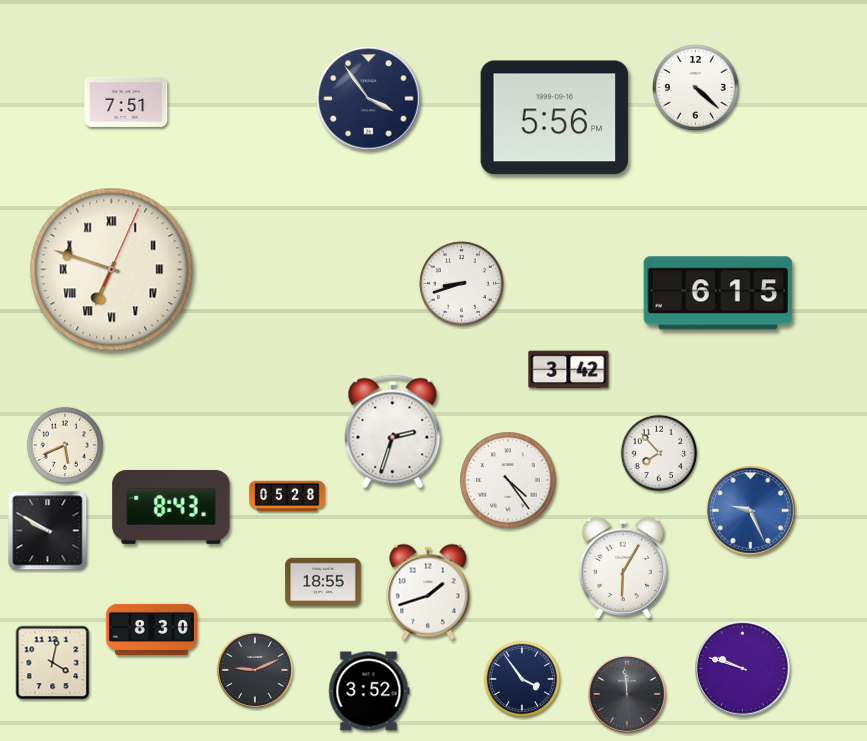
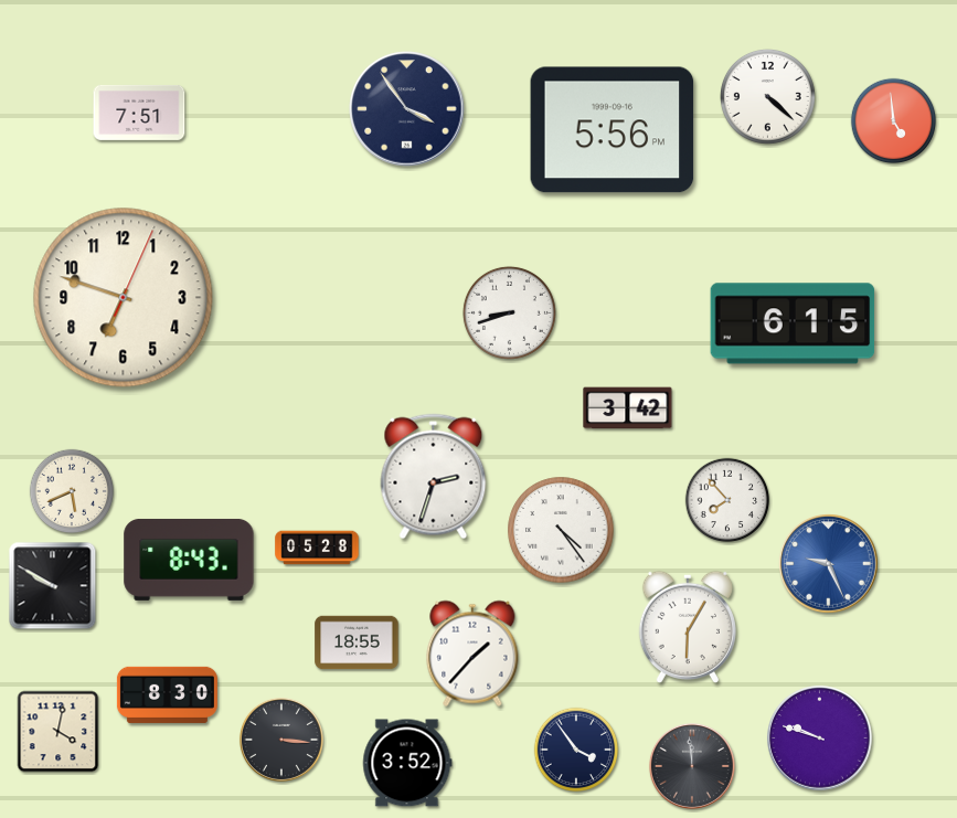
clock at (894, 121): none -> 4:59
clock at (112, 270) numerals: Roman -> Arabic
clock at (428, 592): 1:42 -> 1:37
clock at (255, 670): 9:11 -> 3:16
